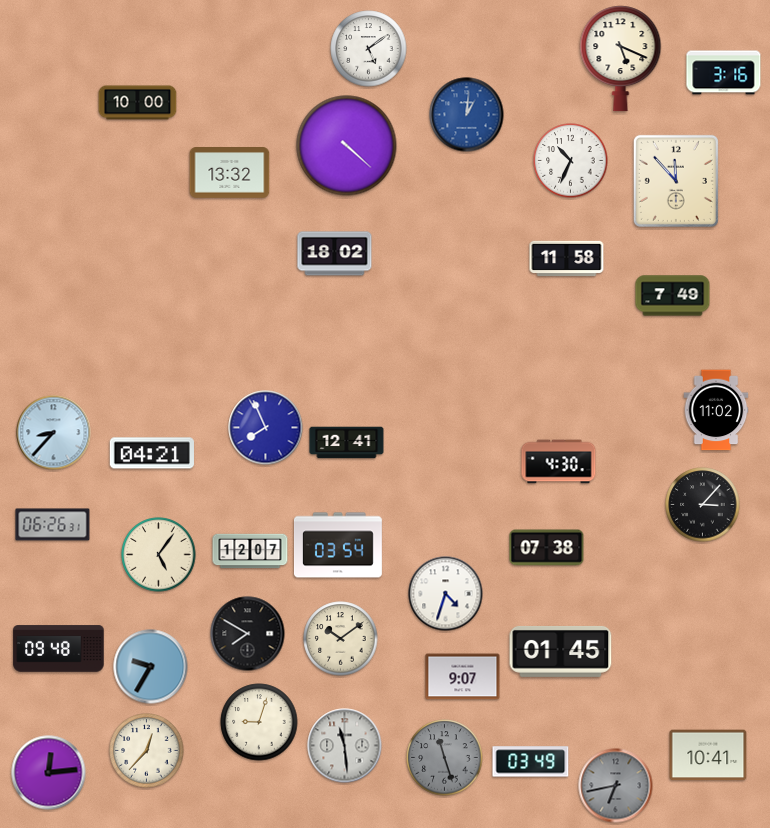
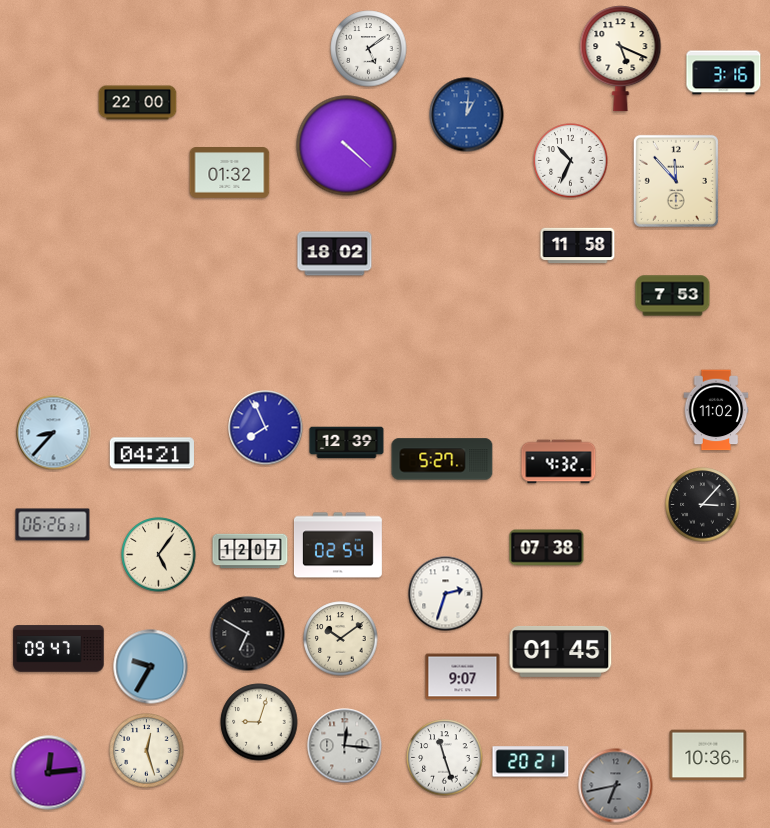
clock at (138, 103): 10:00 -> 22:00
clock at (230, 173): 13:32 -> 01:32
clock at (567, 259) position: (567, 259) -> (578, 246)
clock at (673, 296): 7:49 -> 7:53
clock at (347, 443): 12:41 -> 12:39
clock at (442, 459): none -> 5:27
clock at (559, 462): 4:30 -> 4:32
clock at (339, 545): 03:54 -> 02:54
clock at (446, 594): 4:33 -> 2:33
clock at (248, 634): 7:50 -> 6:50
clock at (59, 649): 09:48 -> 09:47
clock at (345, 746): 11:29 -> 12:16
clock at (147, 751): 12:37 -> 12:27
clock at (708, 755): 10:41 -> 10:36
clock at (445, 758) dial: grey -> white
clock at (531, 762): 03:49 -> 20:21
